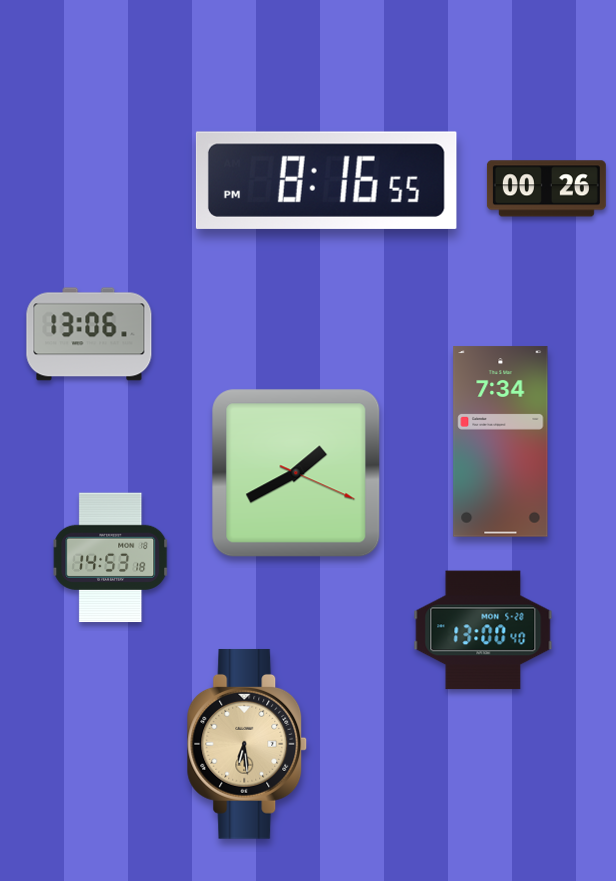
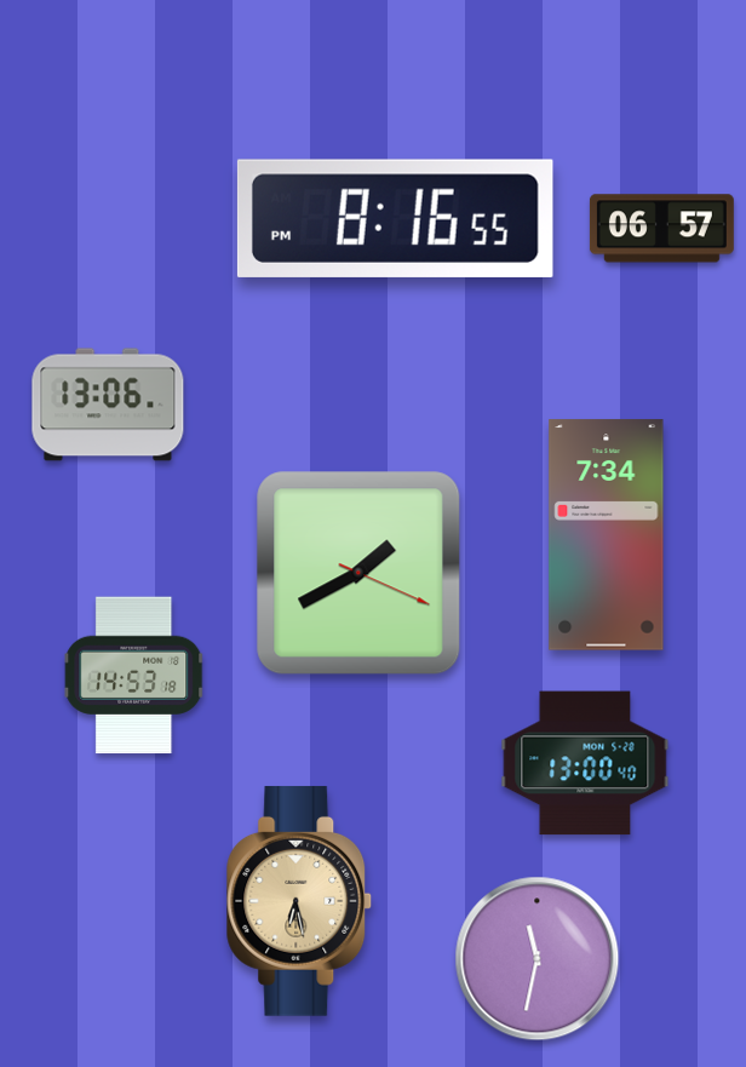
clock at (546, 189): 00:26 -> 06:57
clock at (247, 744): 6:29 -> 6:28
clock at (538, 959): none -> 11:32
